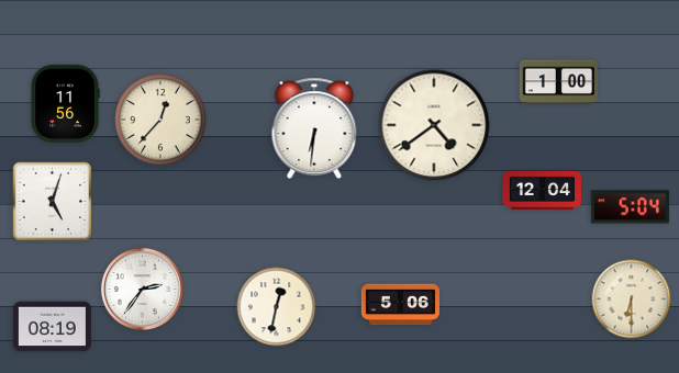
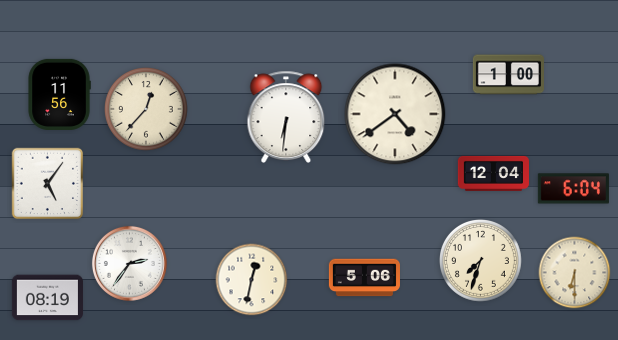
clock at (53, 202): 5:03 -> 5:06
clock at (630, 207): 5:04 -> 6:04
clock at (481, 261): none -> 7:33
